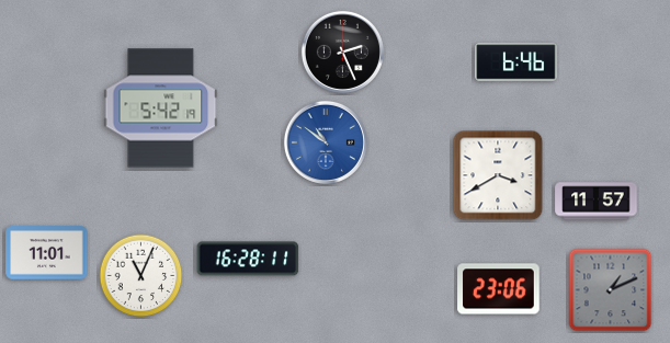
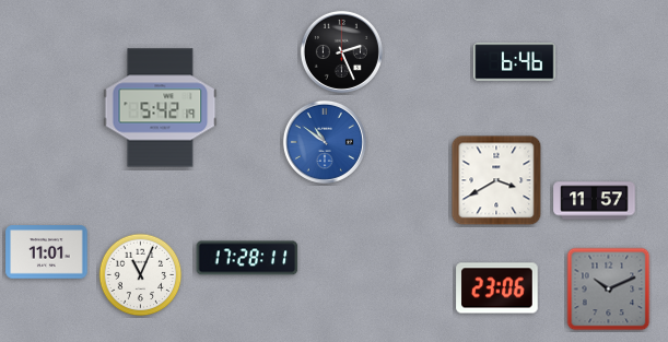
clock at (498, 175) position: (498, 175) -> (496, 180)
clock at (248, 259): 16:28 -> 17:28
clock at (611, 290): 1:11 -> 10:11
